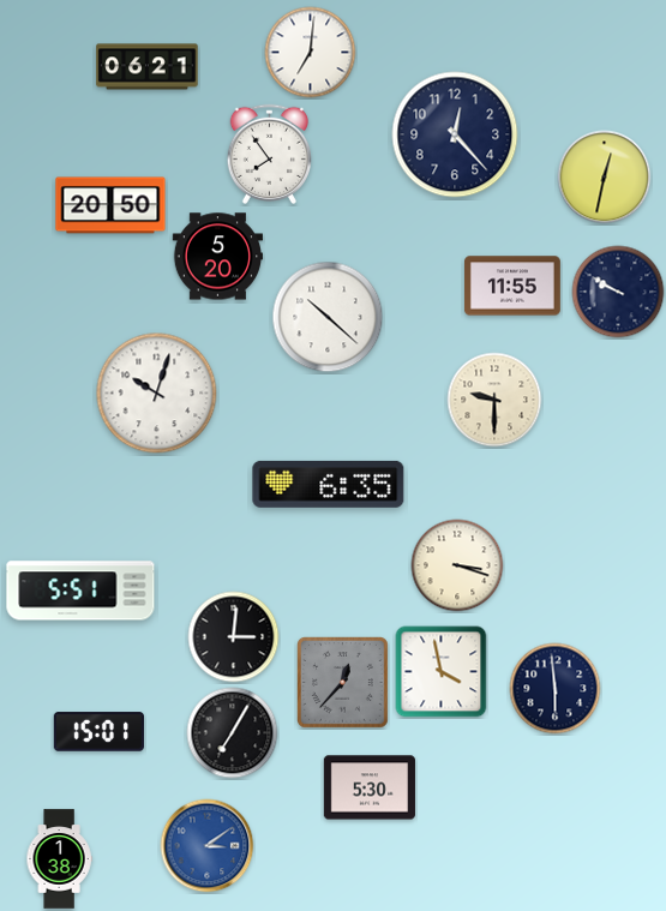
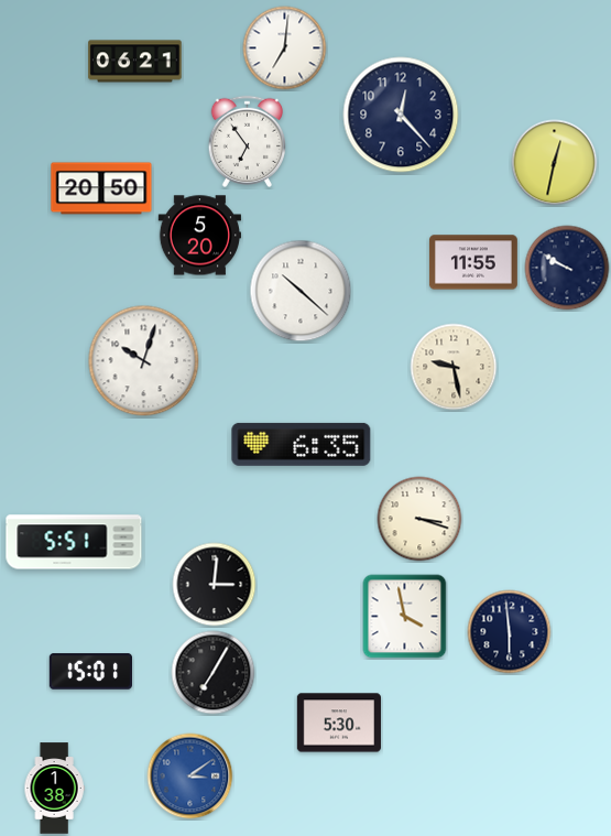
clock at (455, 134) position: (455, 134) -> (401, 115)
clock at (269, 154): 7:54 -> 6:54
clock at (512, 286) position: (512, 286) -> (473, 262)
clock at (494, 400): 9:30 -> 9:28
clock at (343, 683): 12:37 -> none
